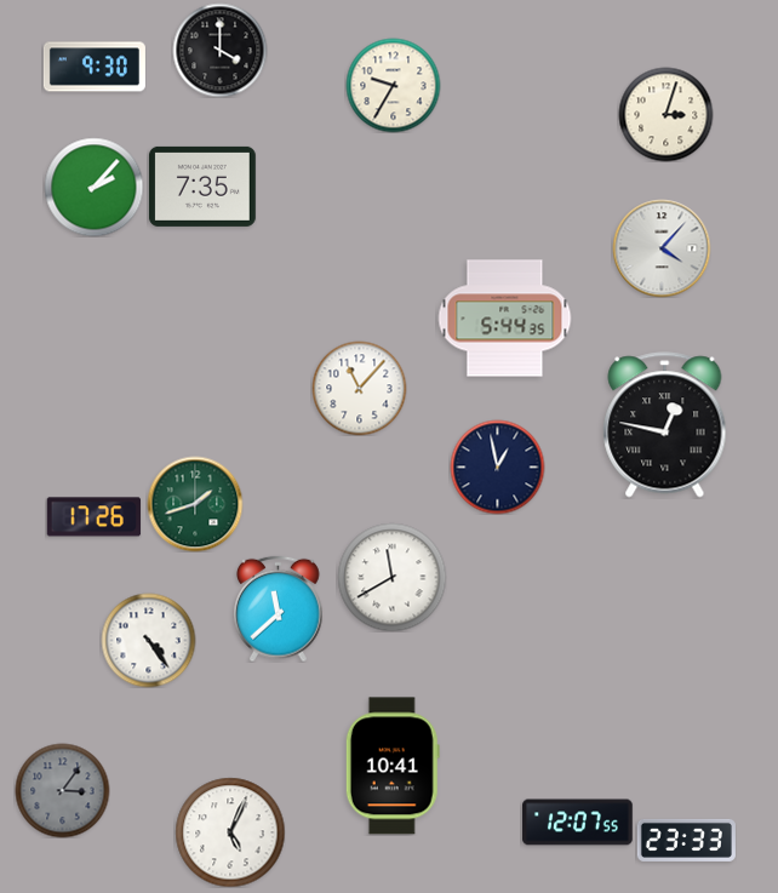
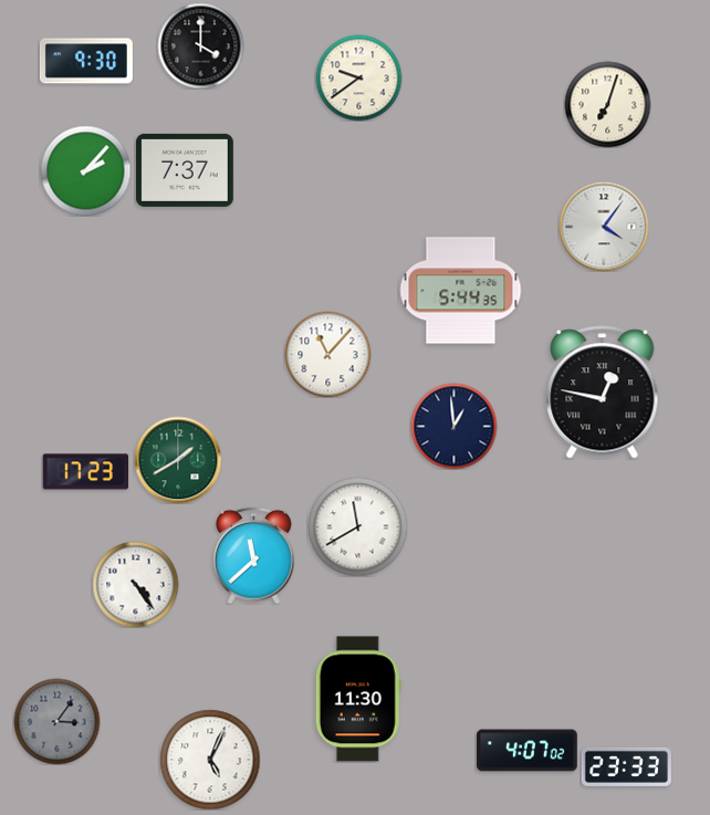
clock at (393, 85): 9:35 -> 9:39
clock at (665, 114): 3:03 -> 7:03
clock at (202, 187): 7:35 -> 7:37
clock at (662, 248): 4:07 -> 4:06
clock at (665, 425) position: (665, 425) -> (603, 393)
clock at (497, 466): 12:58 -> 12:59
clock at (195, 504): 1:42 -> 1:40
clock at (93, 517): 17:26 -> 17:23
clock at (393, 766): 10:41 -> 11:30
clock at (578, 823): 12:07 -> 4:07
